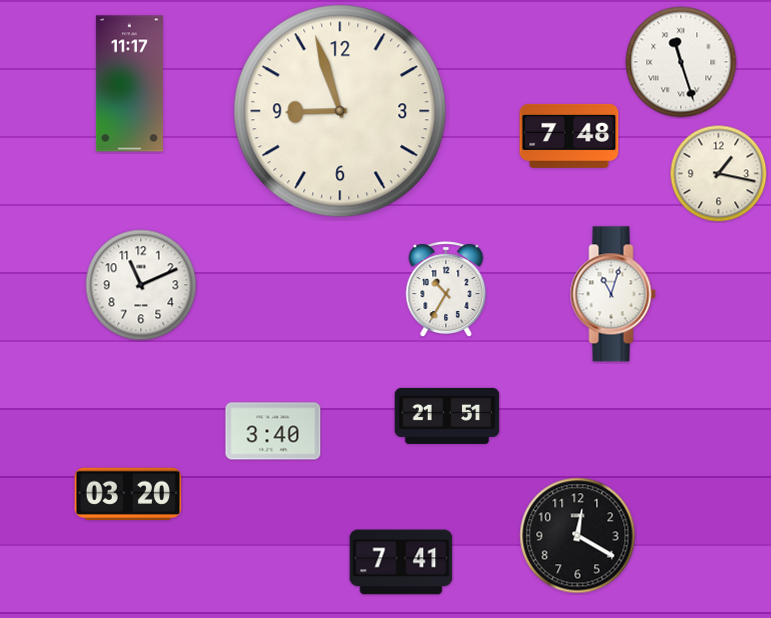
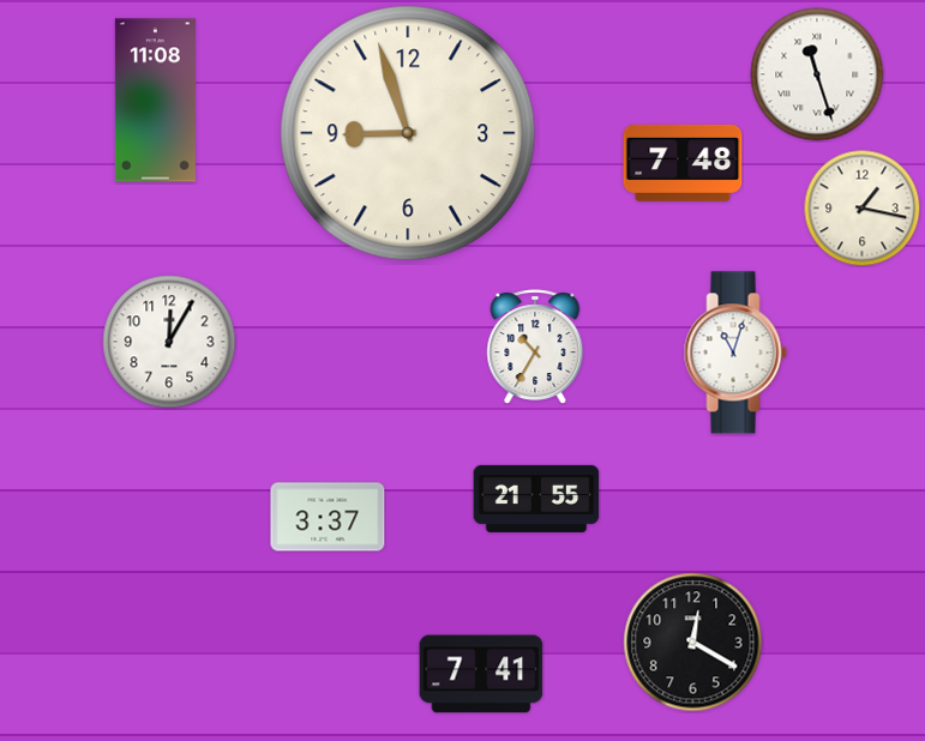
clock at (129, 84): 11:17 -> 11:08
clock at (141, 285): 11:11 -> 12:05
clock at (447, 416): 21:51 -> 21:55
clock at (273, 431): 3:40 -> 3:37
clock at (128, 493): 03:20 -> none
